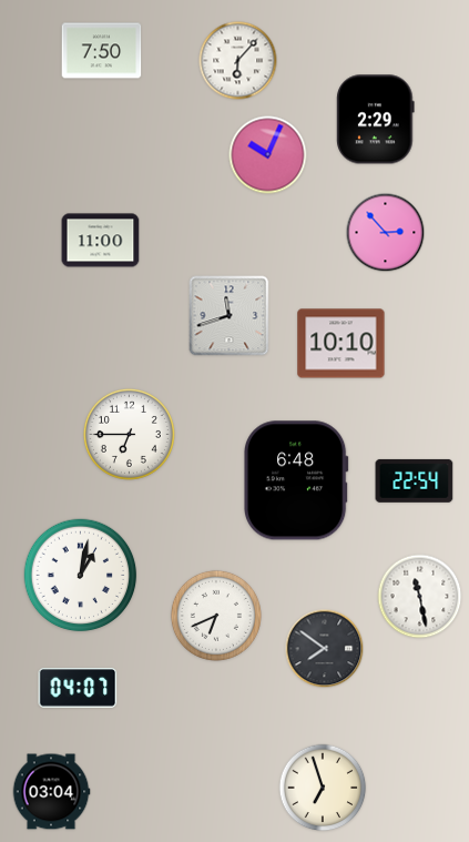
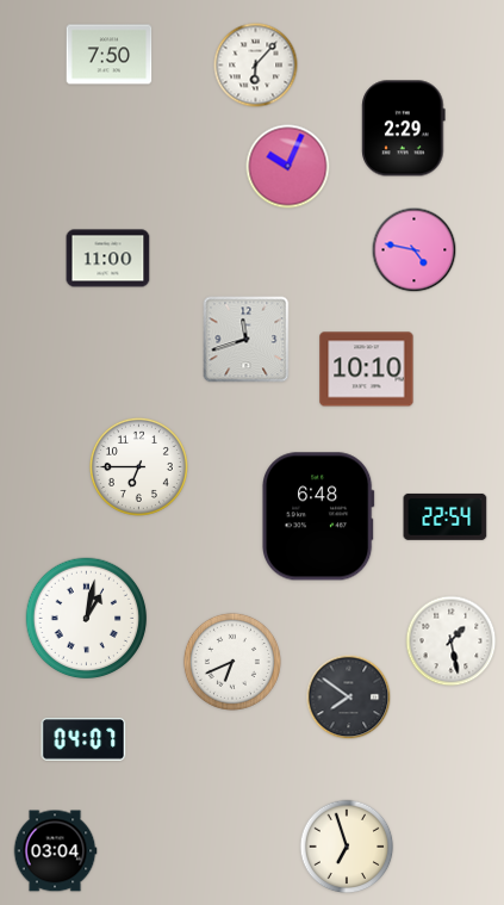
clock at (386, 233): 2:53 -> 4:47
clock at (420, 597): 11:28 -> 1:28
